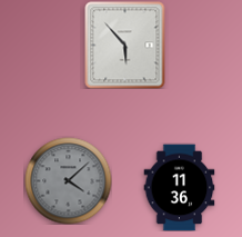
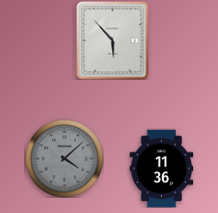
clock at (68, 180) position: (68, 180) -> (64, 158)
